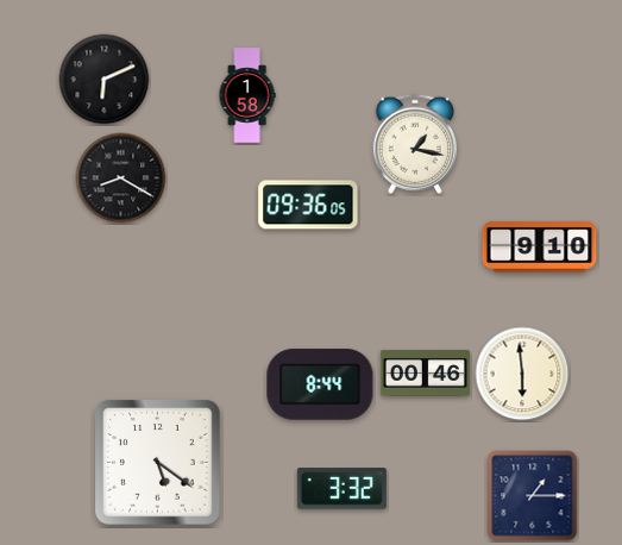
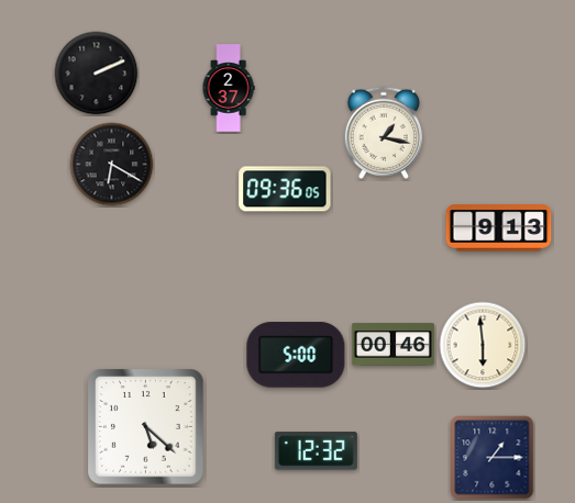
clock at (105, 80): 6:11 -> 2:11
clock at (247, 95): 1:58 -> 2:37
clock at (121, 178): 8:20 -> 6:20
clock at (540, 248): 9:10 -> 9:13
clock at (320, 384): 8:44 -> 5:00
clock at (158, 463): 5:21 -> 5:22
clock at (341, 489): 3:32 -> 12:32
